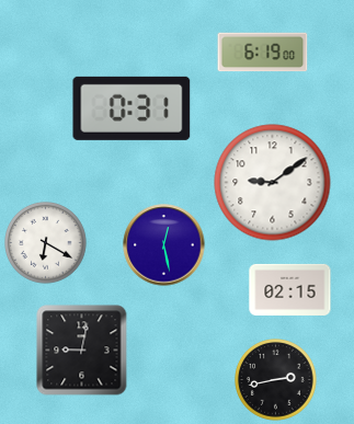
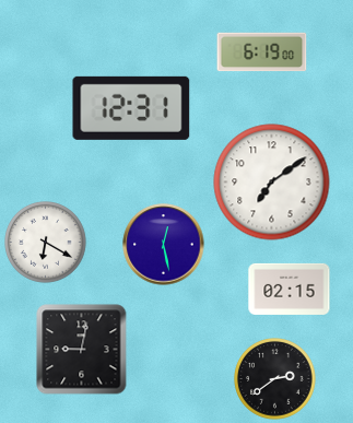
clock at (132, 108): 0:31 -> 12:31
clock at (273, 183): 9:09 -> 7:09
clock at (276, 380): 2:43 -> 2:39
